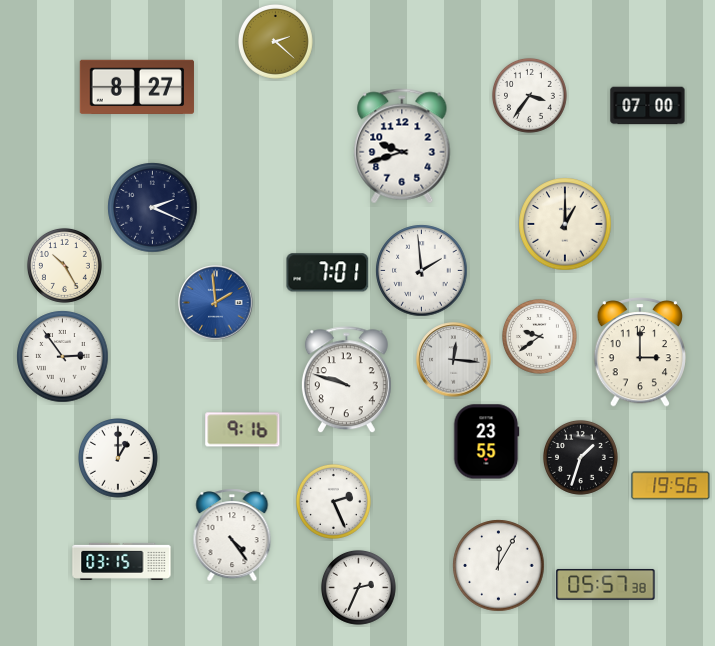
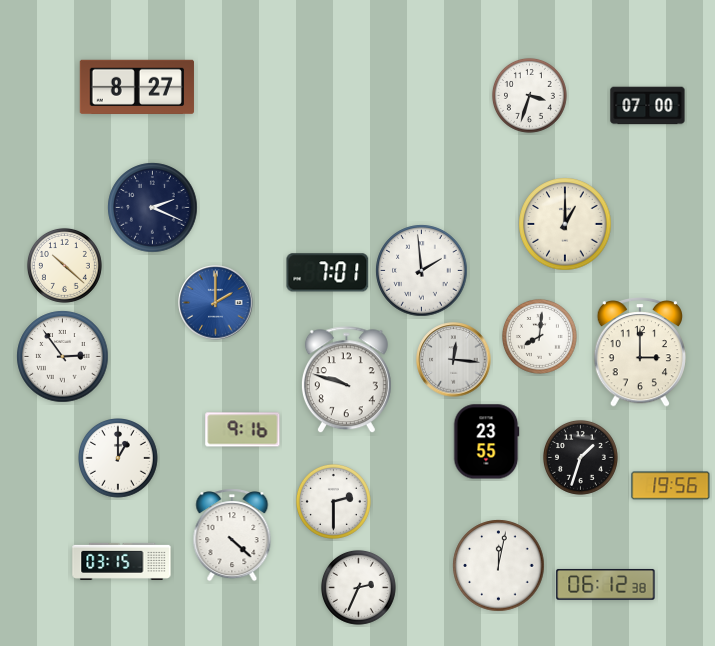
clock at (275, 41): 2:22 -> none
clock at (529, 95): 3:36 -> 3:33
clock at (402, 146): 9:42 -> none
clock at (64, 265): 10:25 -> 10:22
clock at (216, 303): 1:59 -> 2:00
clock at (539, 336): 9:39 -> 8:01
clock at (333, 501): 2:26 -> 2:30
clock at (232, 535): 4:24 -> 4:22
clock at (499, 566): 12:05 -> 12:02
clock at (606, 585): 05:57 -> 06:12
